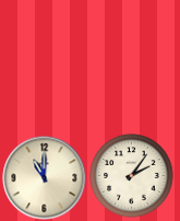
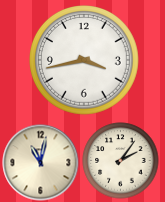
clock at (85, 61): none -> 3:43
clock at (45, 178): 11:00 -> 11:02
